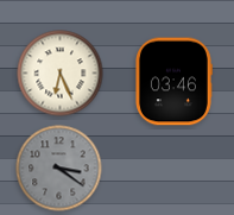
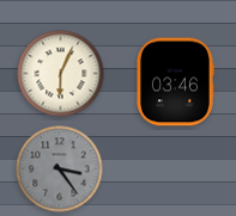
clock at (61, 74): 6:26 -> 6:04
clock at (59, 169): 3:21 -> 3:24
